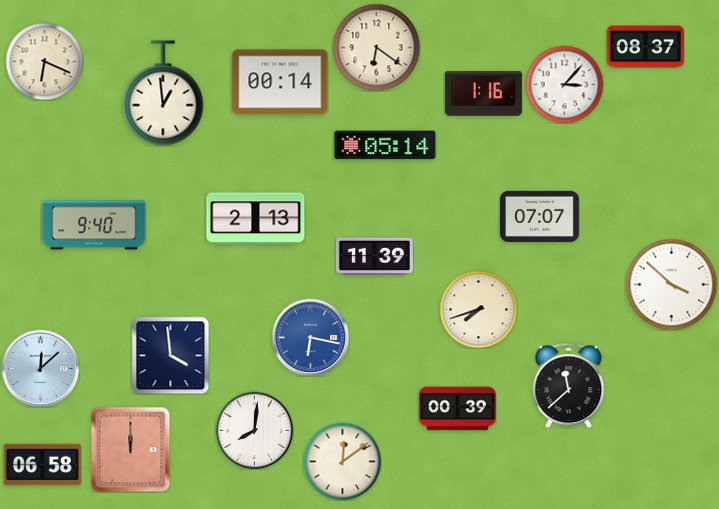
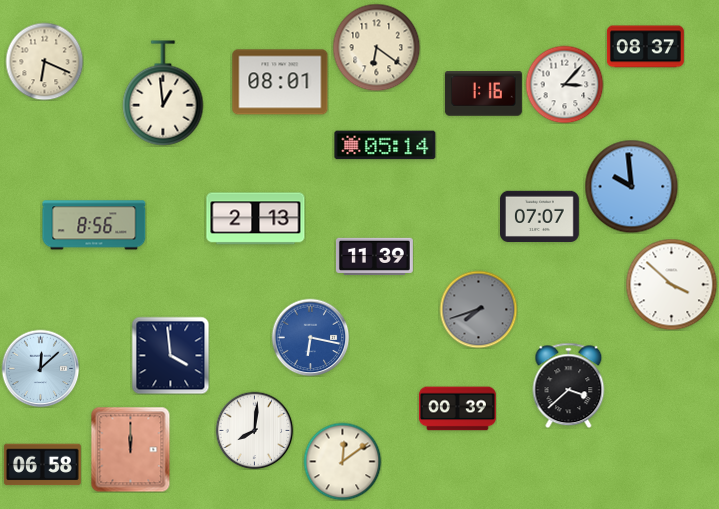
clock at (280, 82): 00:14 -> 08:01
clock at (631, 186): none -> 9:59
clock at (94, 225): 9:40 -> 8:56
clock at (478, 309) dial: cream -> grey
clock at (569, 385): 11:38 -> 3:38
